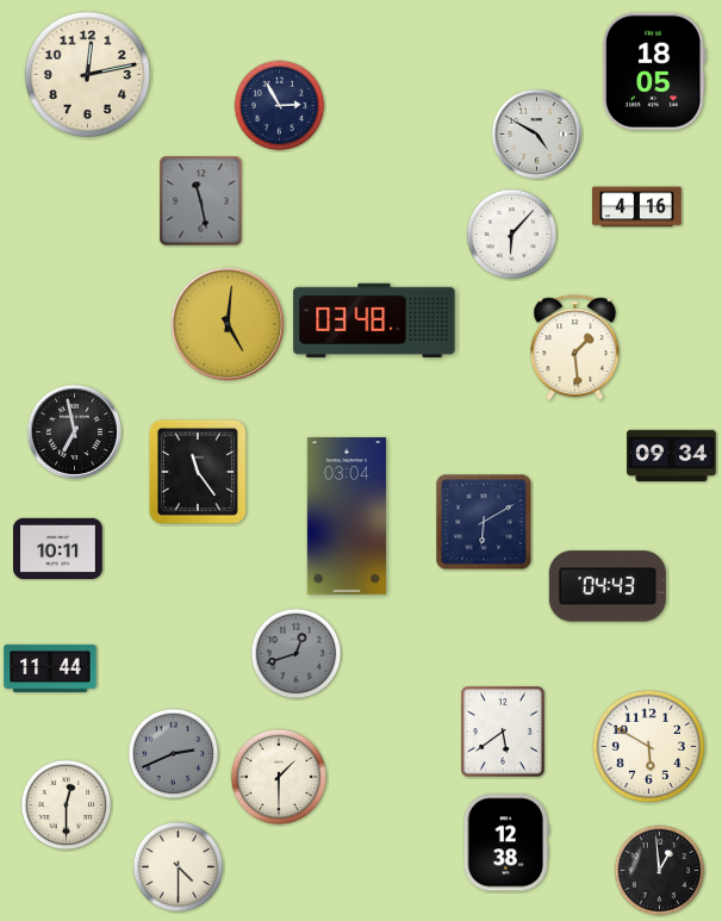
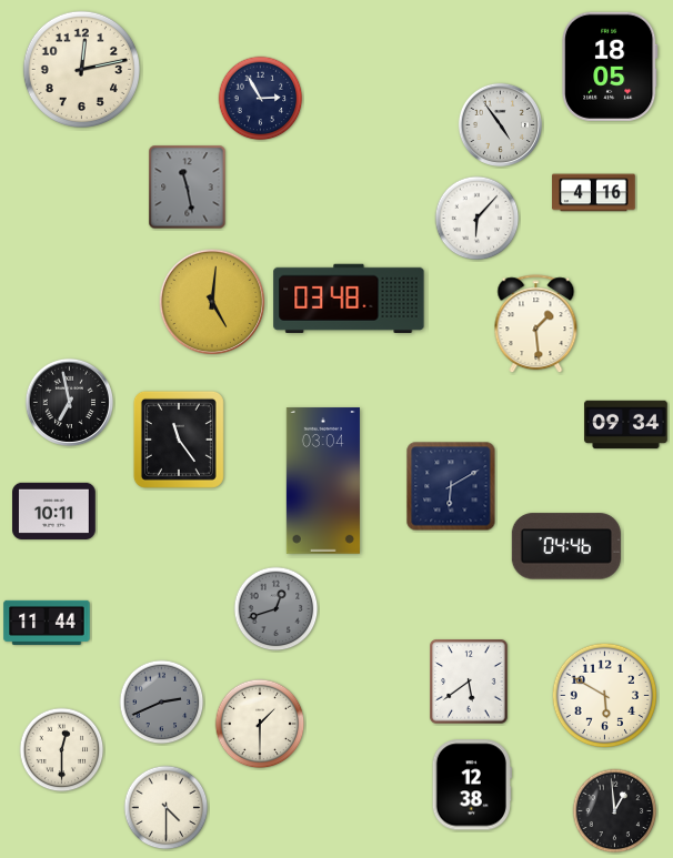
clock at (536, 133): 4:50 -> 4:54
clock at (198, 472) position: (198, 472) -> (179, 440)
clock at (608, 586): 04:43 -> 04:46
